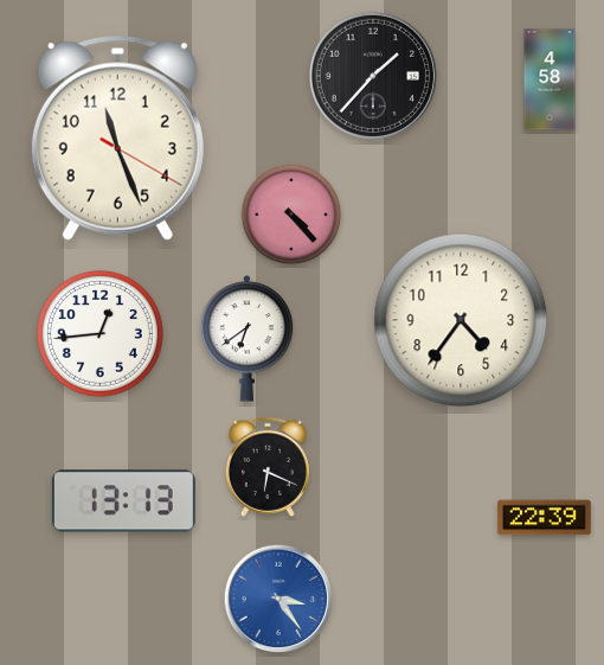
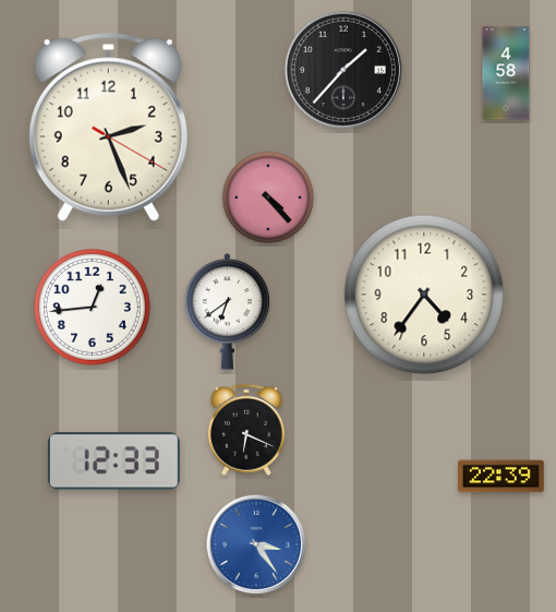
clock at (117, 138): 11:26 -> 2:26
clock at (123, 501): 13:13 -> 12:33
clock at (278, 599) position: (278, 599) -> (256, 544)
